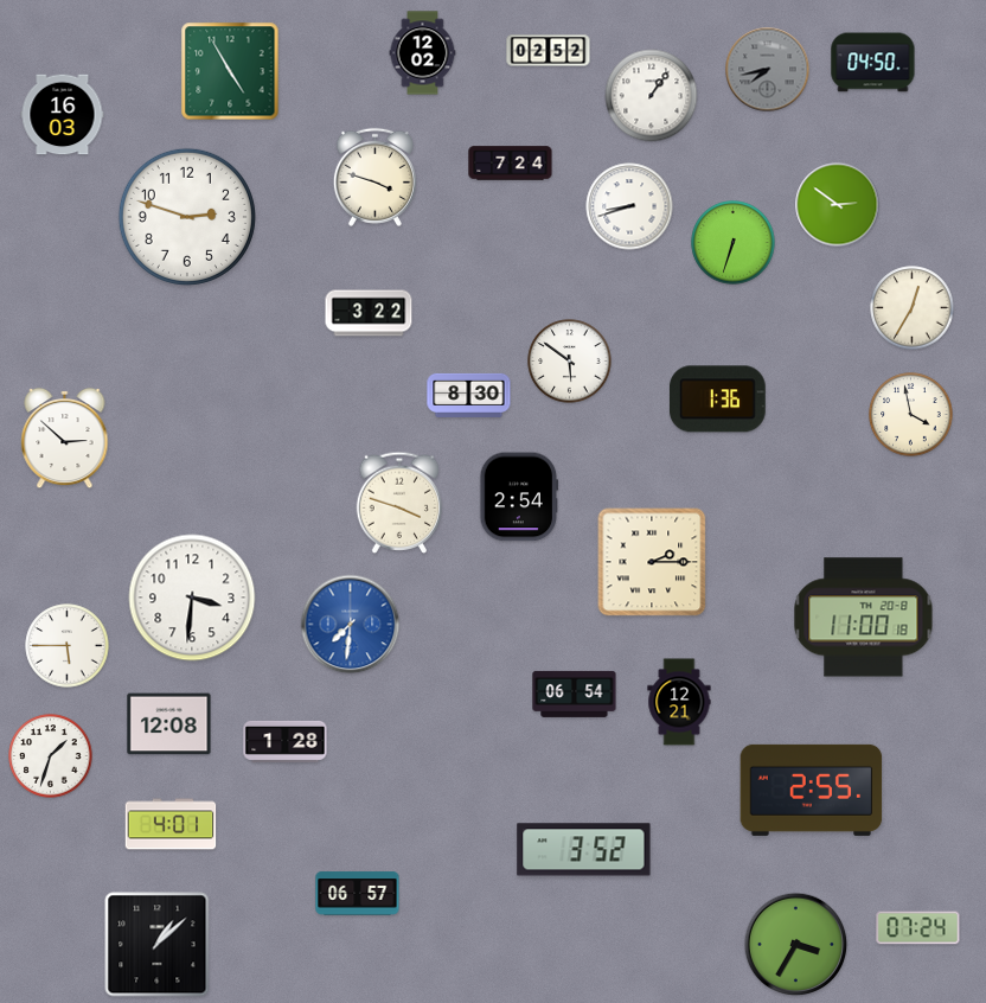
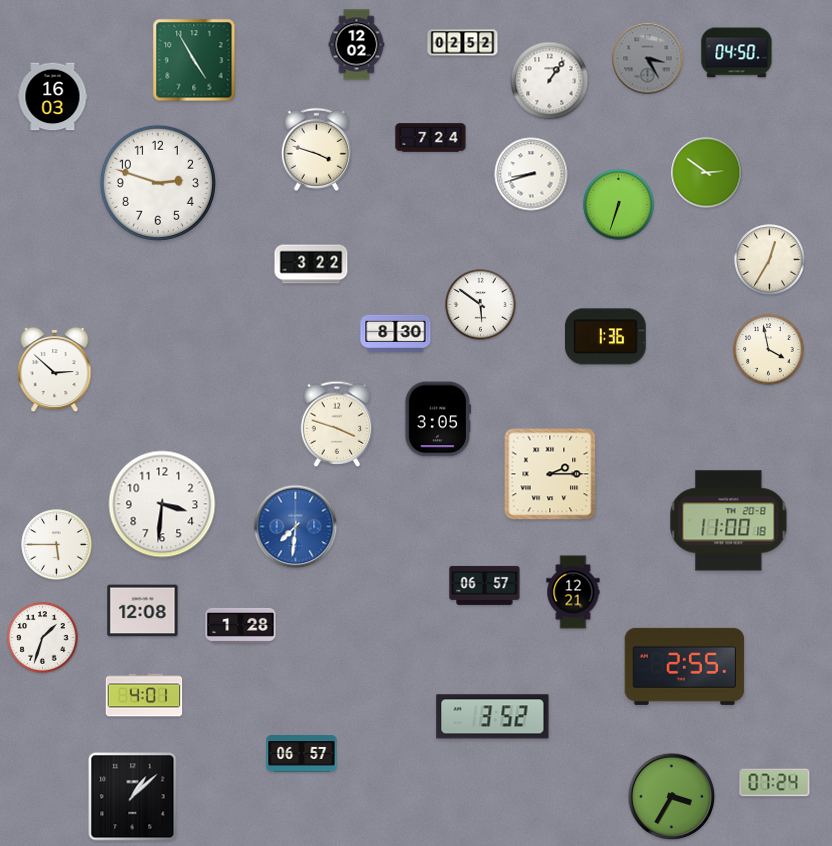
clock at (768, 70): 7:43 -> 3:25
clock at (519, 497): 2:54 -> 3:05
clock at (575, 694): 06:54 -> 06:57
